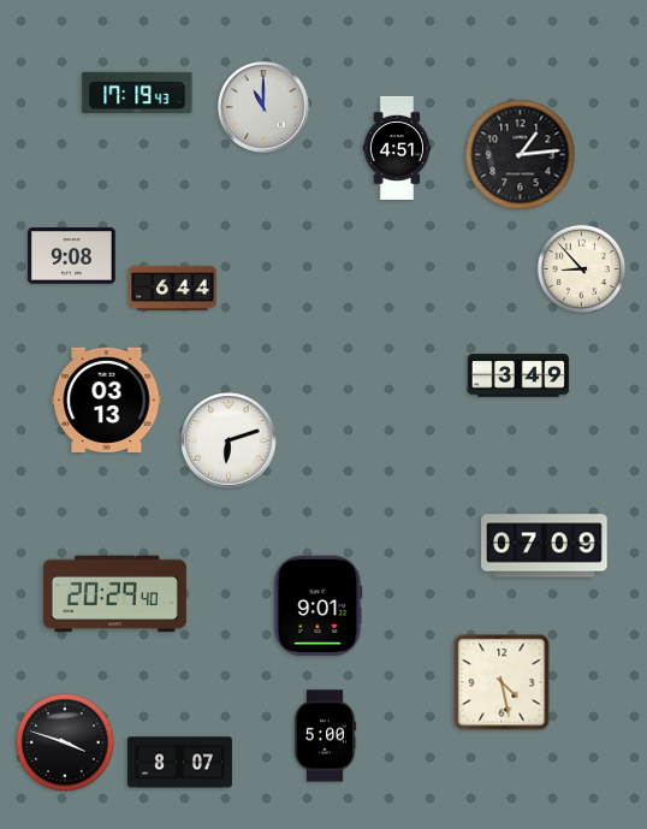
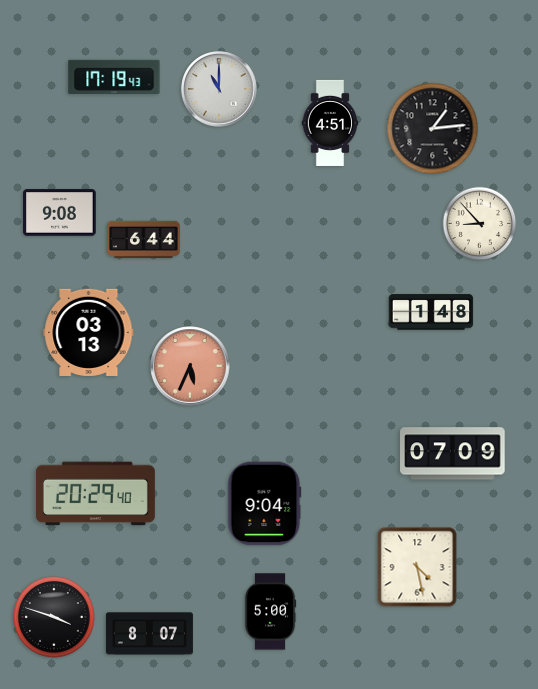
clock at (582, 270) position: (582, 270) -> (480, 224)
clock at (518, 375): 3:49 -> 1:48
clock at (228, 440): 6:12 -> 5:34
clock at (228, 440) dial: white -> salmon
clock at (319, 606): 9:01 -> 9:04
